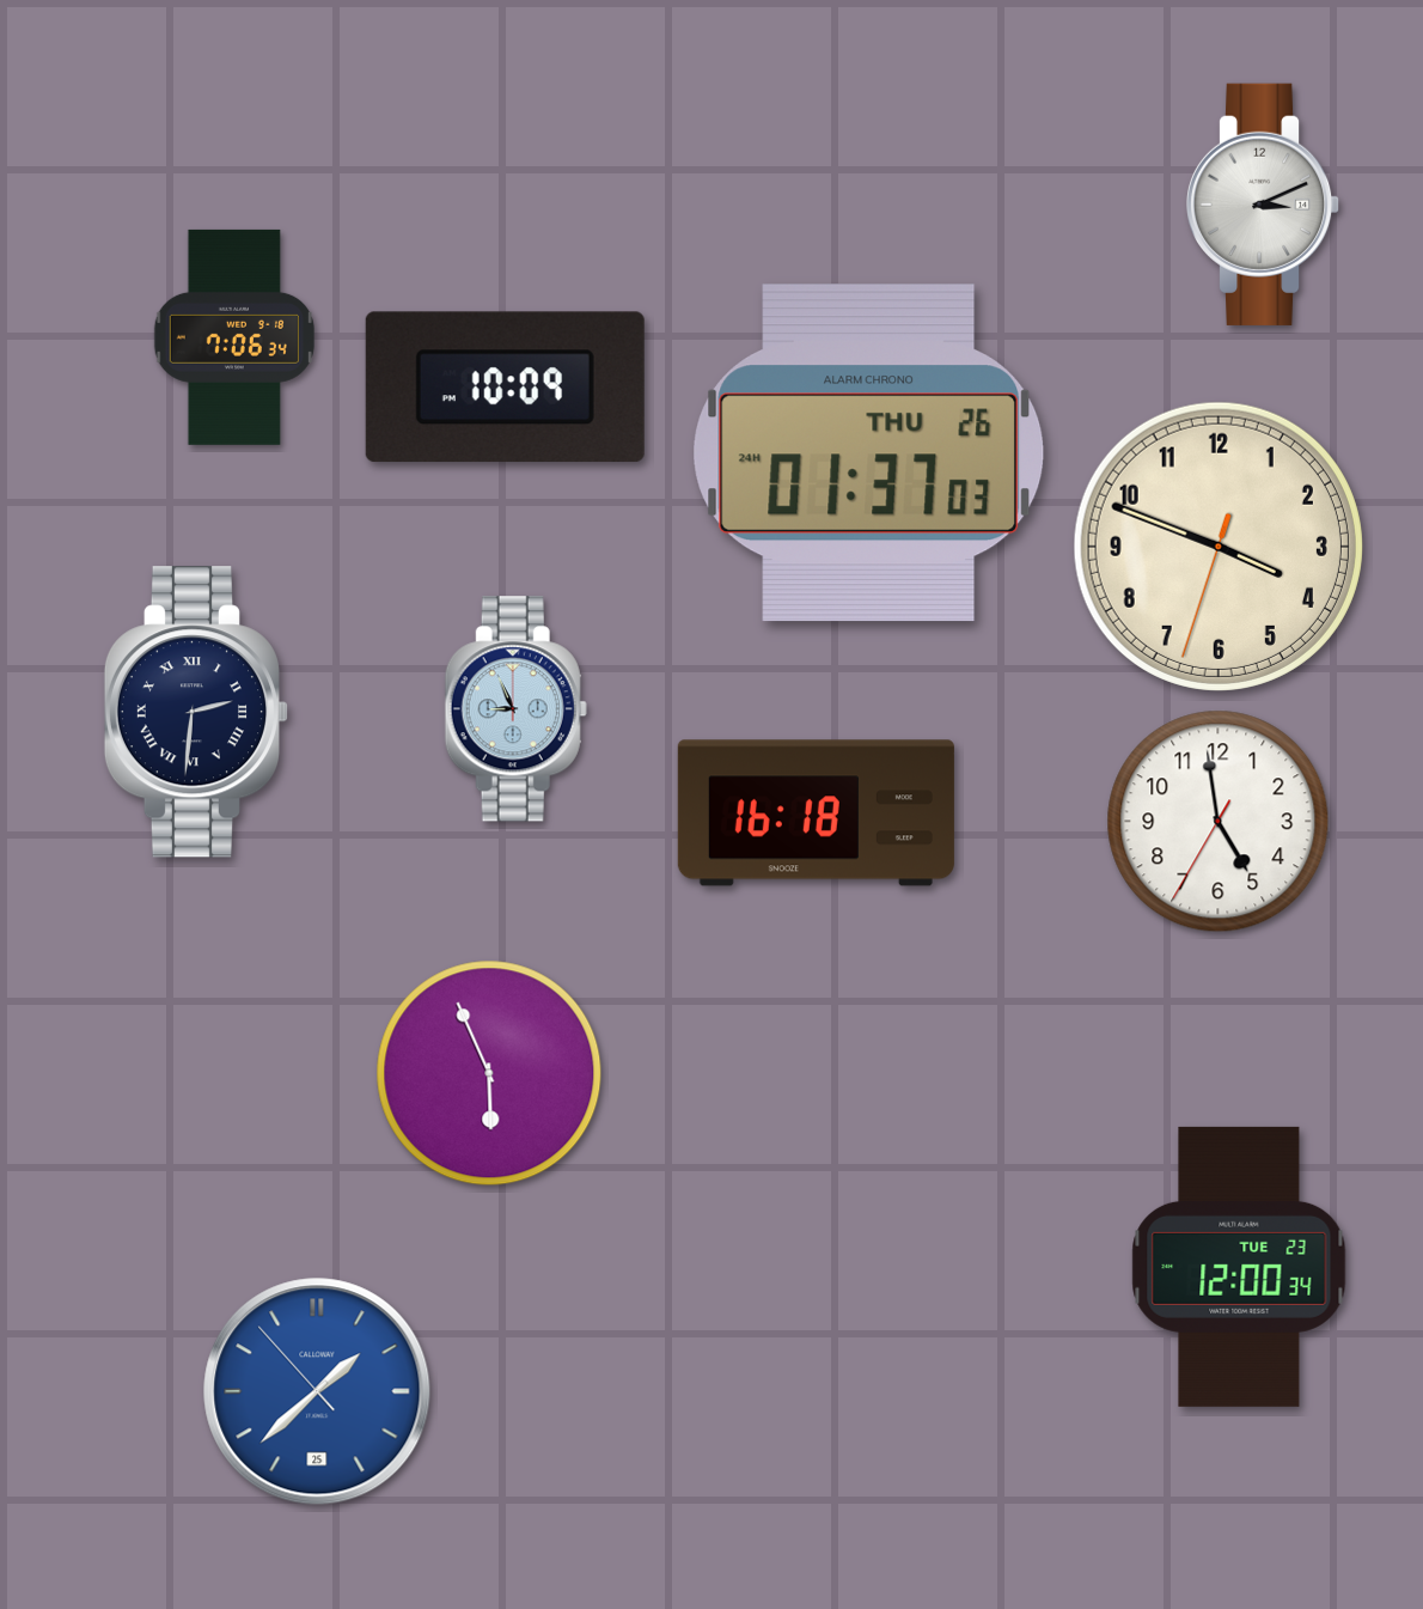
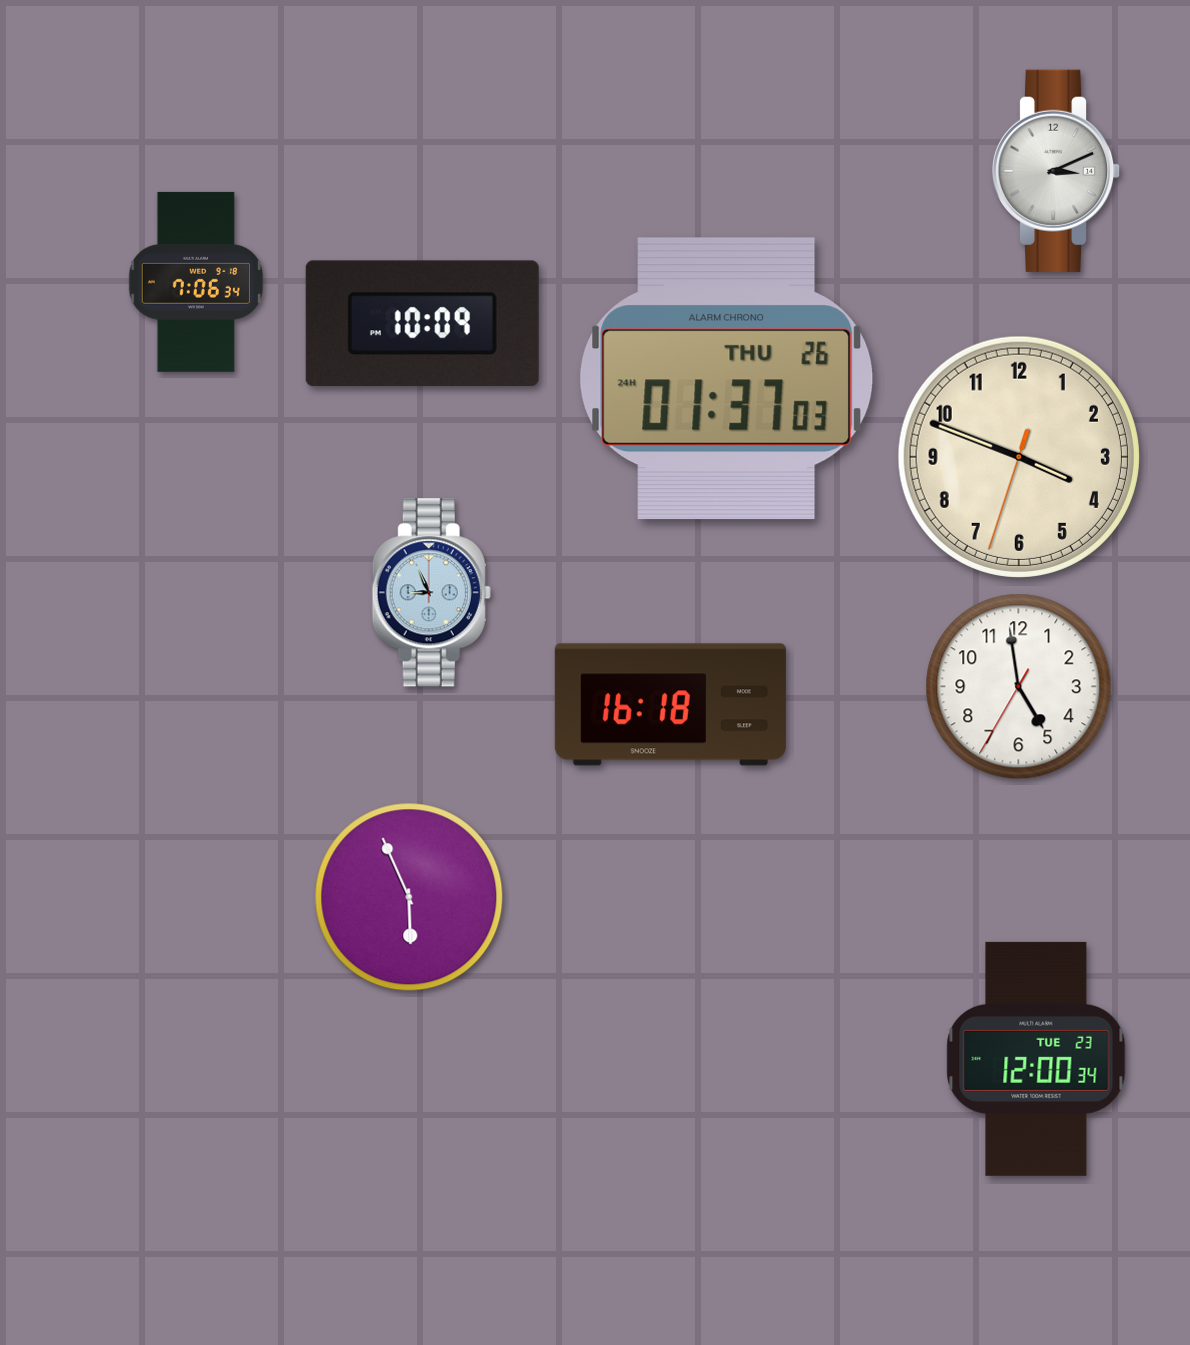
clock at (195, 712): 2:31 -> none
clock at (816, 813) position: (816, 813) -> (670, 705)
clock at (317, 1391): 1:37 -> none
